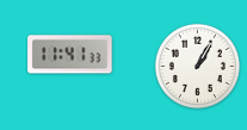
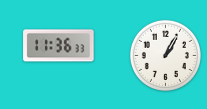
clock at (70, 55): 11:41 -> 11:36
